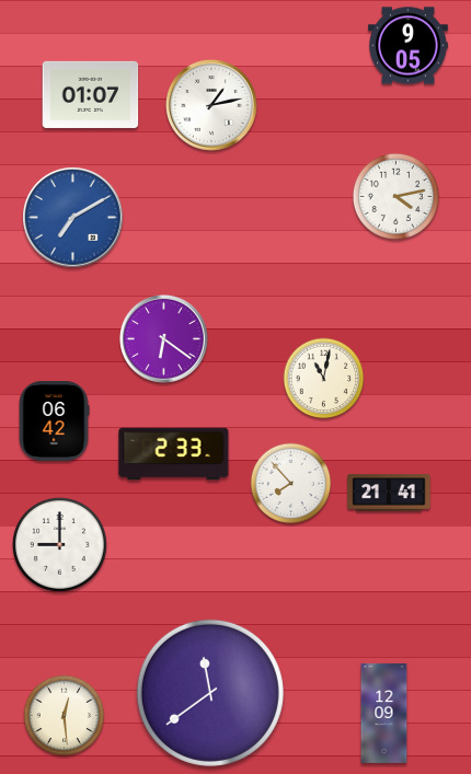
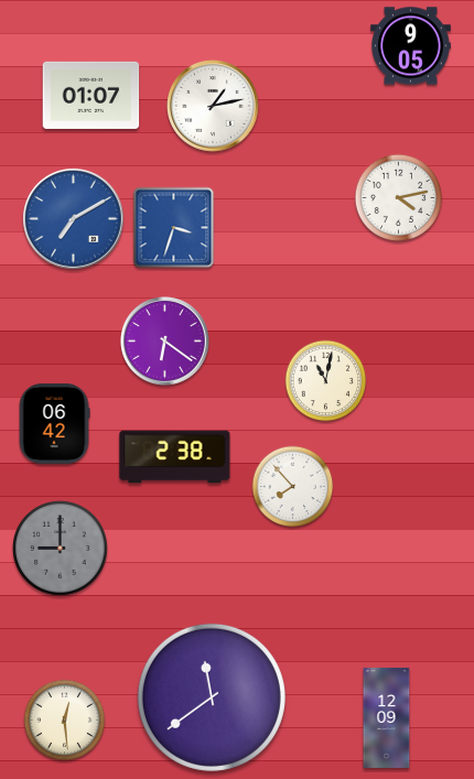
clock at (174, 228): none -> 3:33
clock at (174, 454): 2:33 -> 2:38
clock at (389, 494): 21:41 -> none
clock at (60, 545) dial: white -> grey
